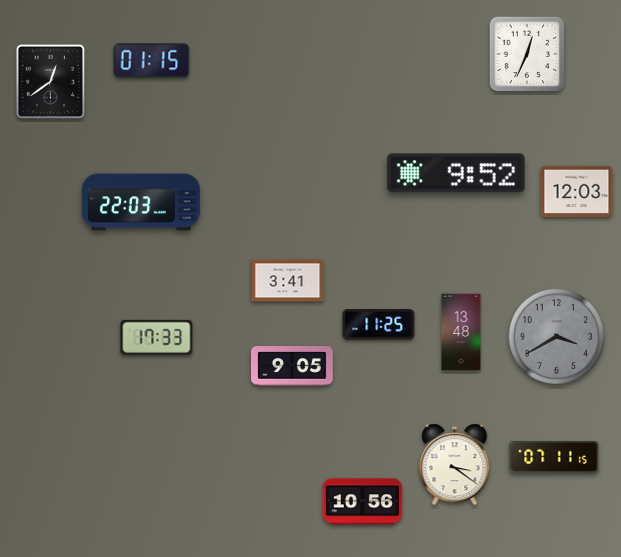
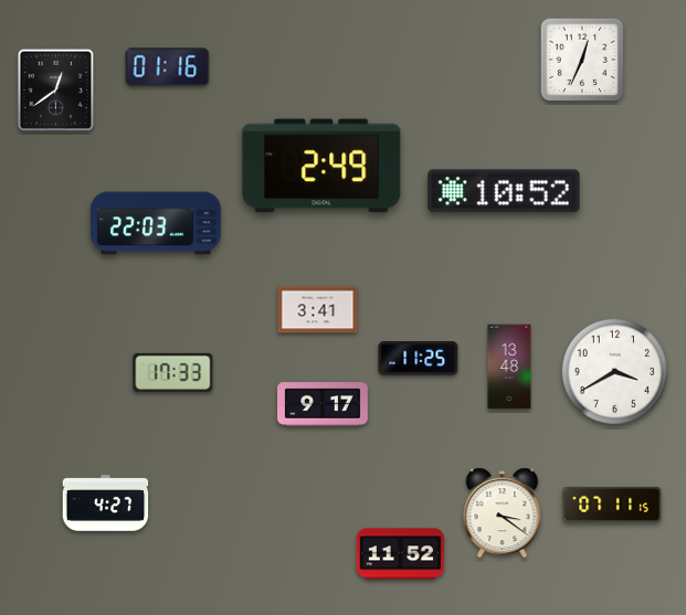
clock at (152, 61): 01:15 -> 01:16
clock at (321, 166): none -> 2:49
clock at (456, 173): 9:52 -> 10:52
clock at (577, 192): 12:03 -> none
clock at (556, 336) dial: grey -> white
clock at (293, 366): 9:05 -> 9:17
clock at (106, 503): none -> 4:27
clock at (362, 502): 10:56 -> 11:52
